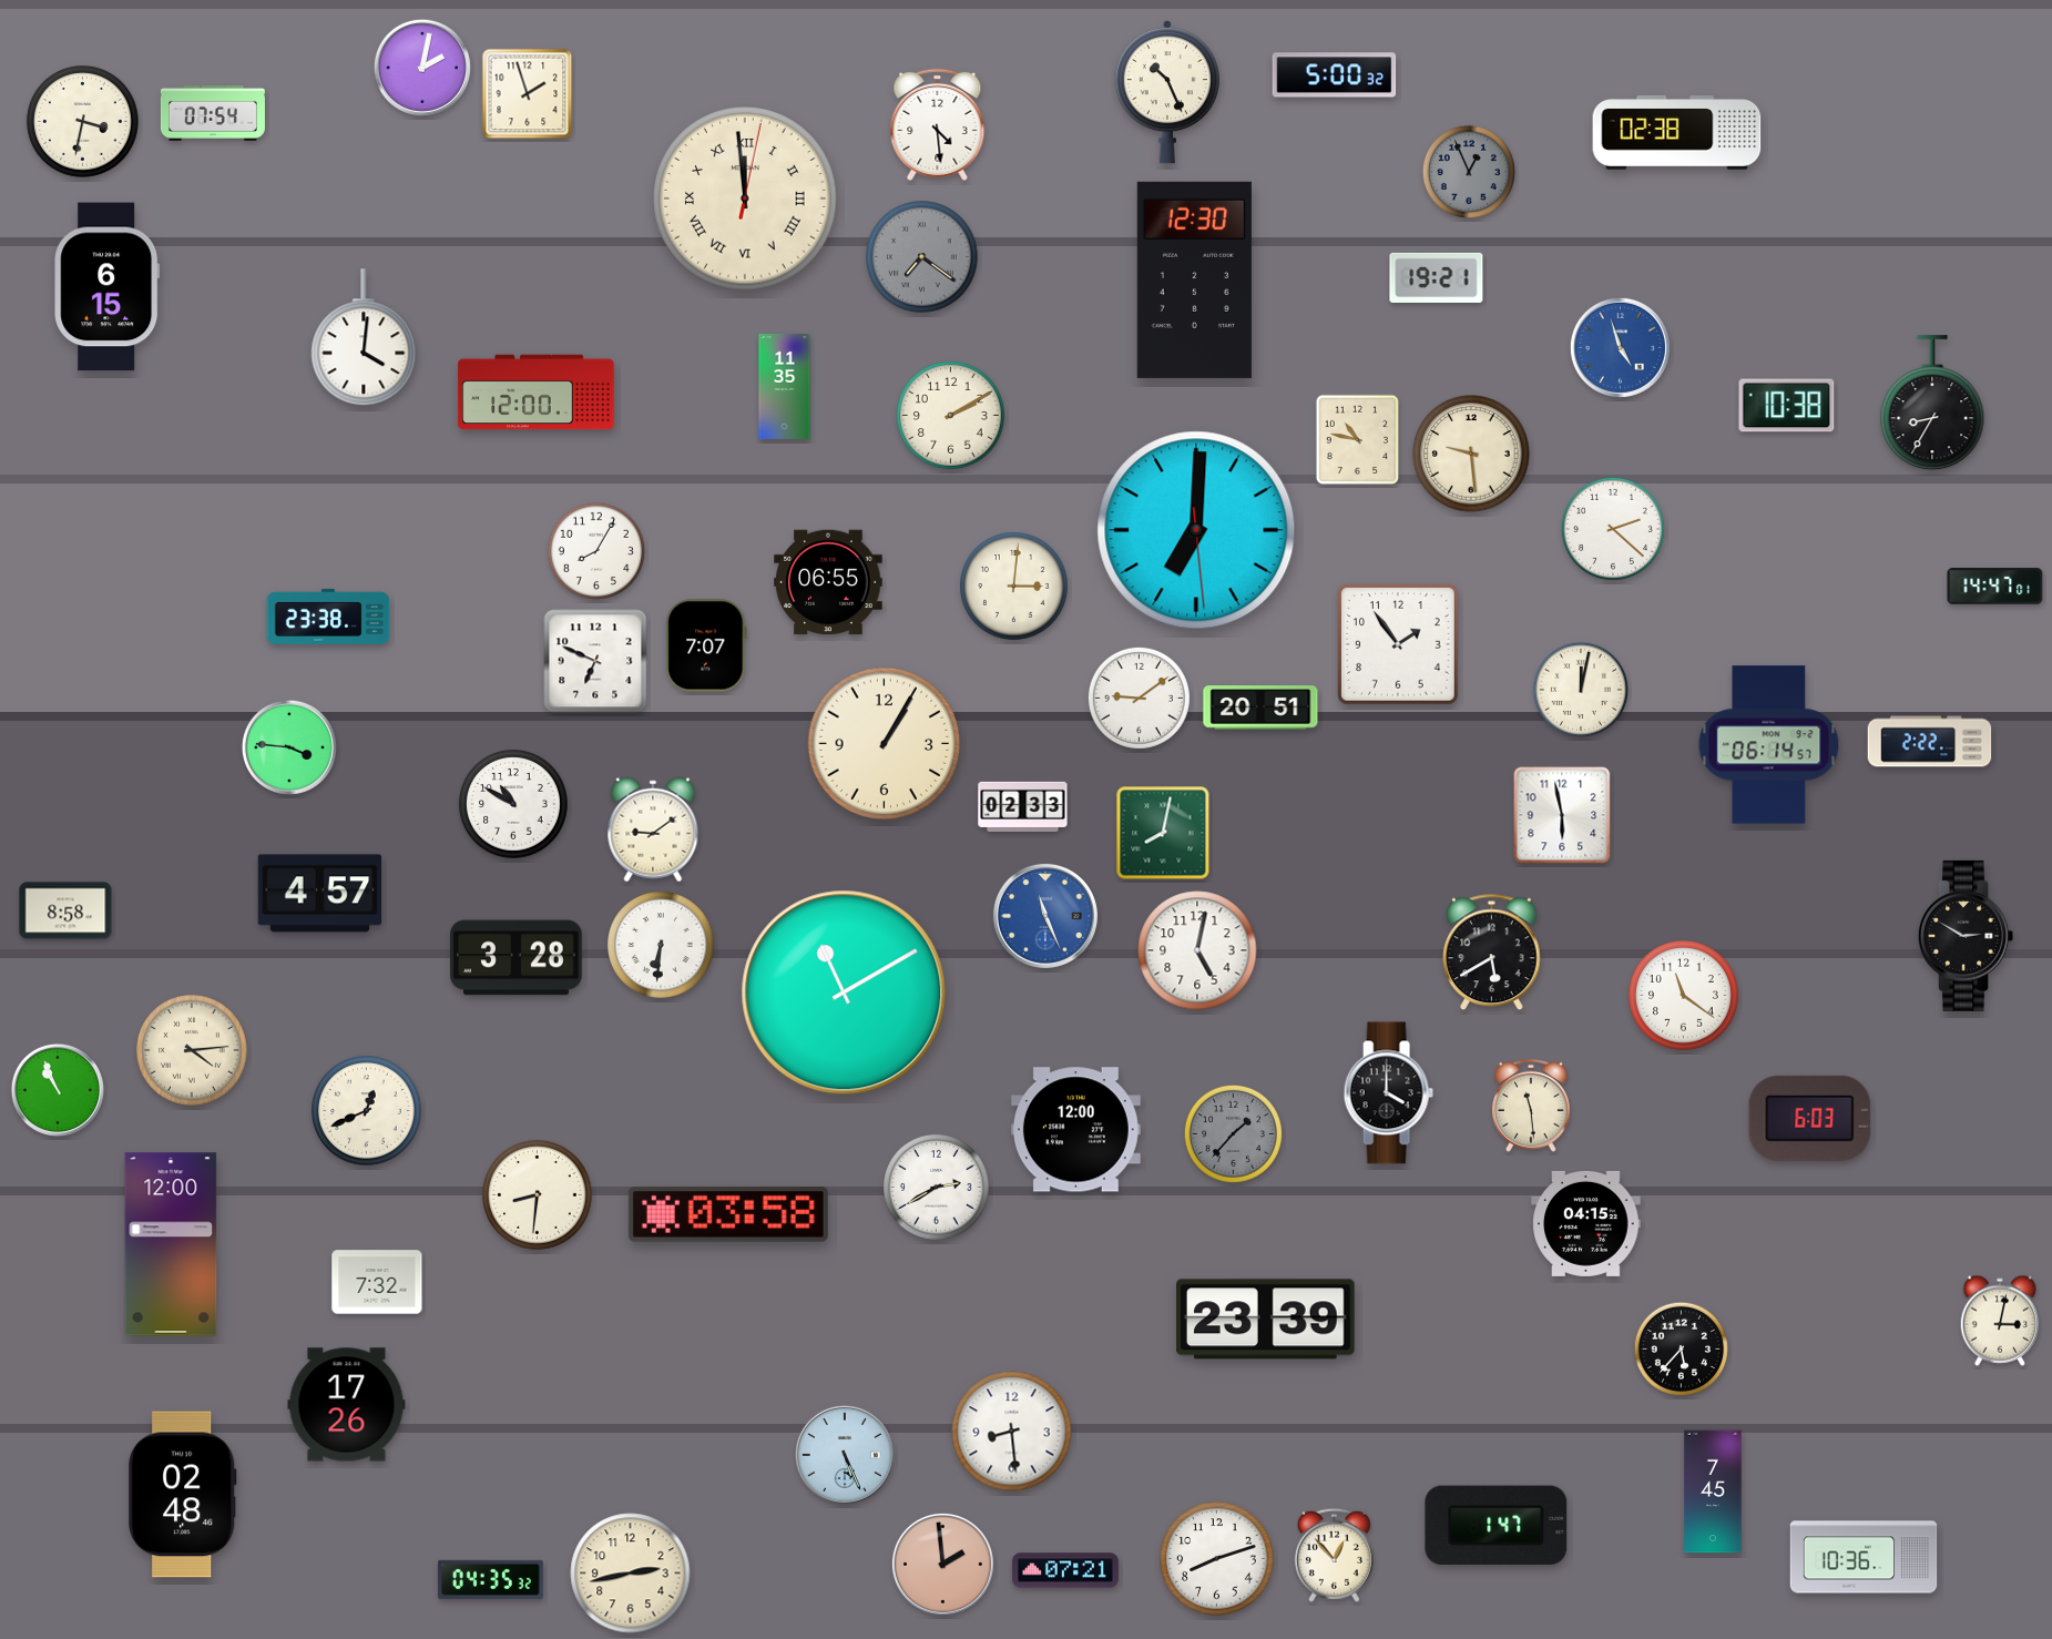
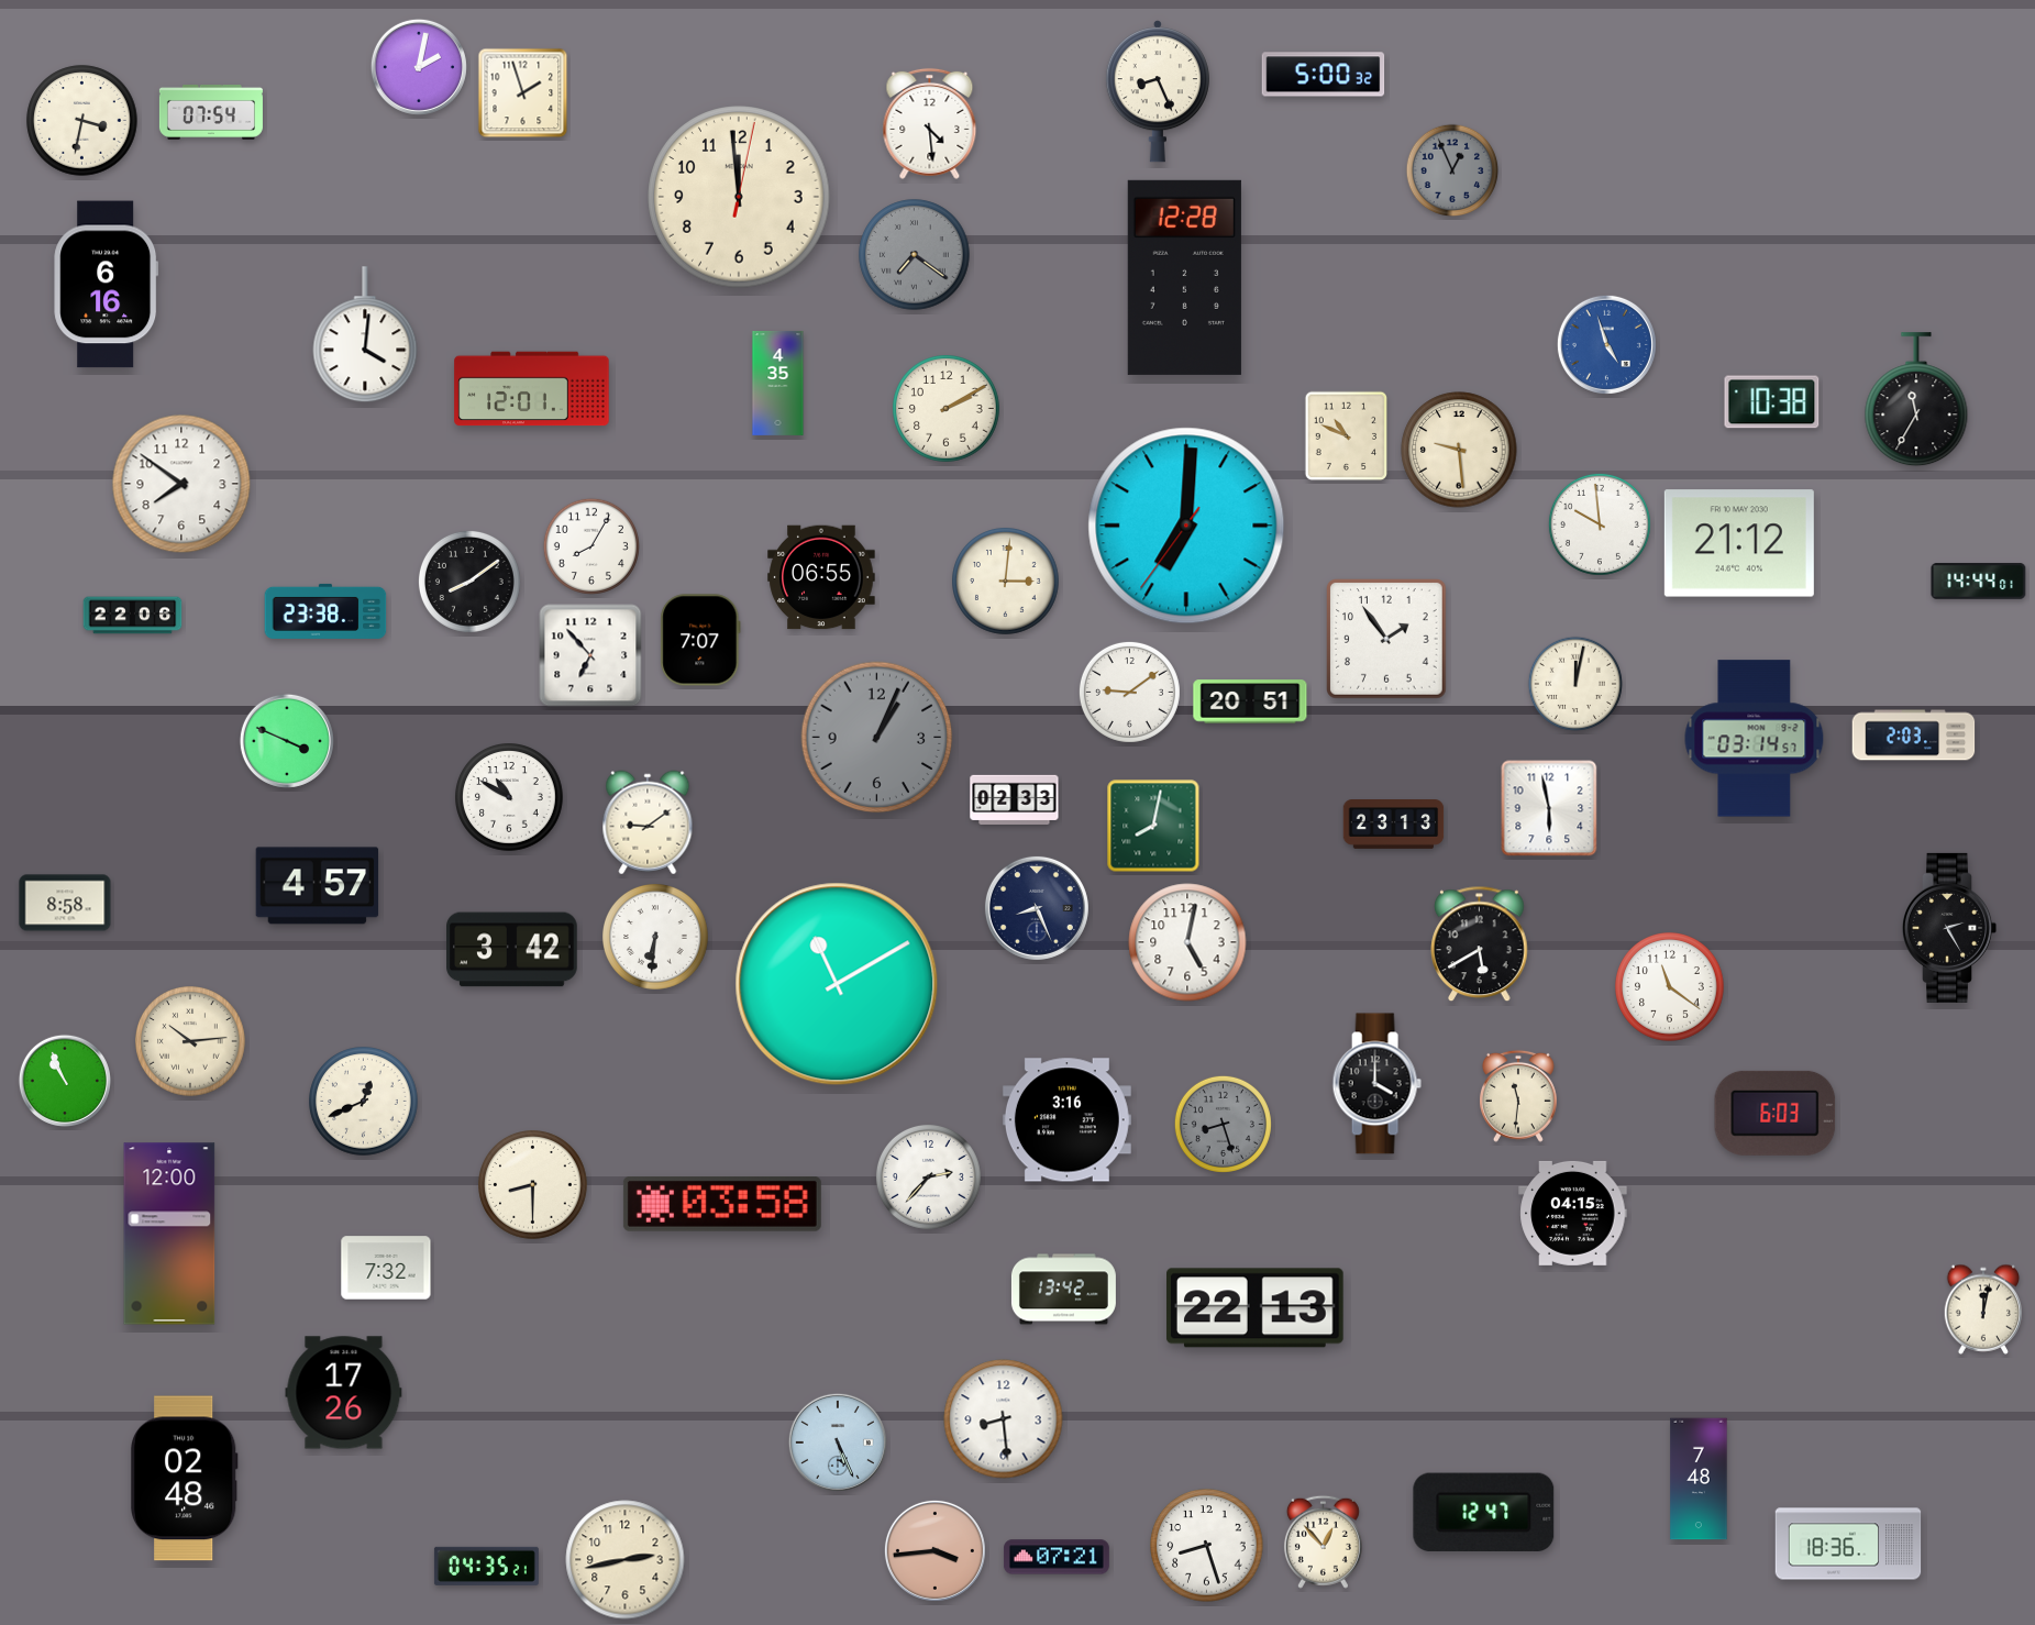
clock at (1167, 93): 10:26 -> 8:26
clock at (1677, 133): 02:38 -> none
clock at (1469, 172) position: (1469, 172) -> (1452, 170)
clock at (745, 198) numerals: Roman -> Arabic
clock at (1437, 277): 19:21 -> none
clock at (1194, 279): 12:30 -> 12:28
clock at (108, 287): 6:15 -> 6:16
clock at (364, 338) position: (364, 338) -> (365, 335)
clock at (785, 386): 11:35 -> 4:35
clock at (537, 393): 12:00 -> 12:01
clock at (1932, 404): 8:35 -> 11:35
clock at (951, 416) position: (951, 416) -> (947, 409)
clock at (1358, 440): 10:47 -> 10:49
clock at (181, 484): none -> 7:51
clock at (1613, 529): 2:22 -> 9:59
clock at (1196, 530): 7:00:29 -> 7:00:36
clock at (1739, 543): none -> 21:12
clock at (469, 582): none -> 8:09
clock at (1995, 587): 14:47 -> 14:44
clock at (133, 616): none -> 22:06
clock at (595, 661): 6:49 -> 6:53
clock at (1580, 689) position: (1580, 689) -> (1574, 683)
clock at (1930, 742): 2:22 -> 2:03
clock at (885, 744): 1:05 -> 1:04
clock at (885, 744) dial: cream -> grey
clock at (1769, 745): 06:14 -> 03:14
clock at (289, 747): 3:46 -> 3:49
clock at (1394, 825): none -> 23:13
clock at (1045, 916): 11:26 -> 8:26
clock at (1045, 916) dial: blue -> navy
clock at (1966, 936): 2:50 -> 2:25
clock at (517, 958): 3:28 -> 3:42
clock at (192, 1050): 4:14 -> 10:14
clock at (58, 1090) position: (58, 1090) -> (65, 1081)
clock at (1531, 1106): 11:29 -> 11:31
clock at (1810, 1118) position: (1810, 1118) -> (1776, 1113)
clock at (1075, 1130): 12:00 -> 3:16
clock at (1233, 1133): 1:37 -> 8:27
clock at (936, 1187): 2:40 -> 2:37
clock at (538, 1195): 8:31 -> 8:30
clock at (377, 1282) position: (377, 1282) -> (386, 1268)
clock at (1063, 1290): none -> 13:42
clock at (1266, 1320): 23:39 -> 22:13
clock at (2000, 1321): 3:02 -> 12:02
clock at (1681, 1348): 5:37 -> none
clock at (1713, 1492): 7:45 -> 7:48
clock at (182, 1495) position: (182, 1495) -> (184, 1479)
clock at (1497, 1525): 1:47 -> 12:47
clock at (1864, 1557): 10:36 -> 18:36
clock at (1217, 1559): 8:12 -> 8:27
clock at (942, 1564): 1:59 -> 3:44
clock at (490, 1579): 04:35:32 -> 04:35:21
